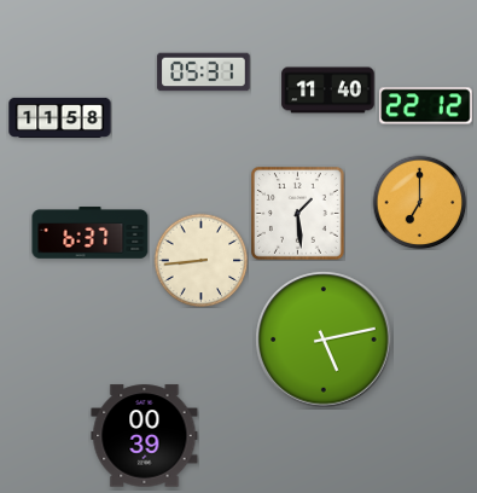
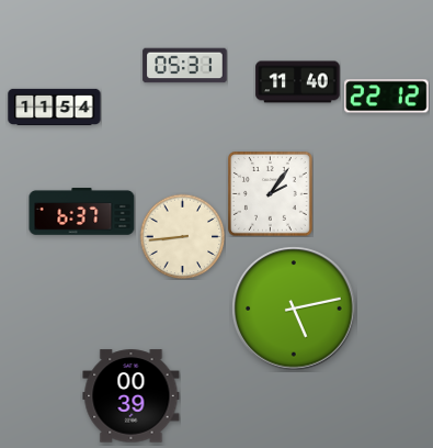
clock at (60, 117): 11:58 -> 11:54
clock at (419, 202): 7:00 -> none
clock at (298, 214): 1:29 -> 2:06
